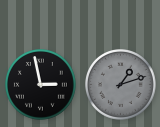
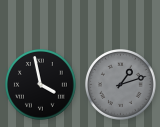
clock at (41, 85): 2:58 -> 3:58
